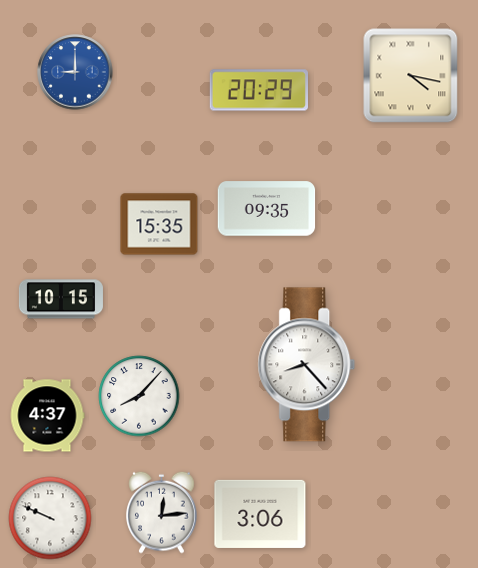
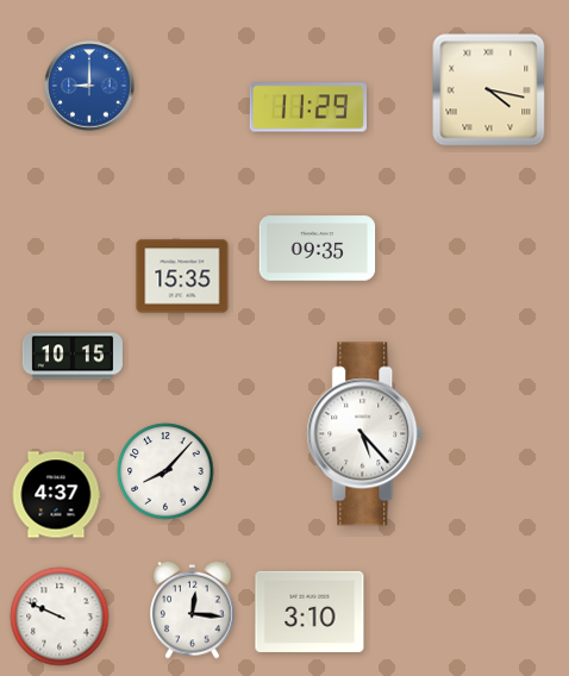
clock at (258, 90): 20:29 -> 11:29
clock at (159, 224) position: (159, 224) -> (182, 276)
clock at (307, 365): 8:23 -> 5:23
clock at (162, 512): 12:14 -> 12:16
clock at (260, 514): 3:06 -> 3:10
